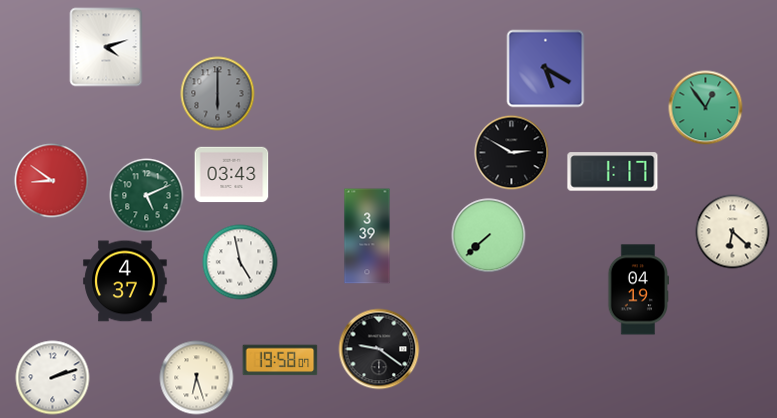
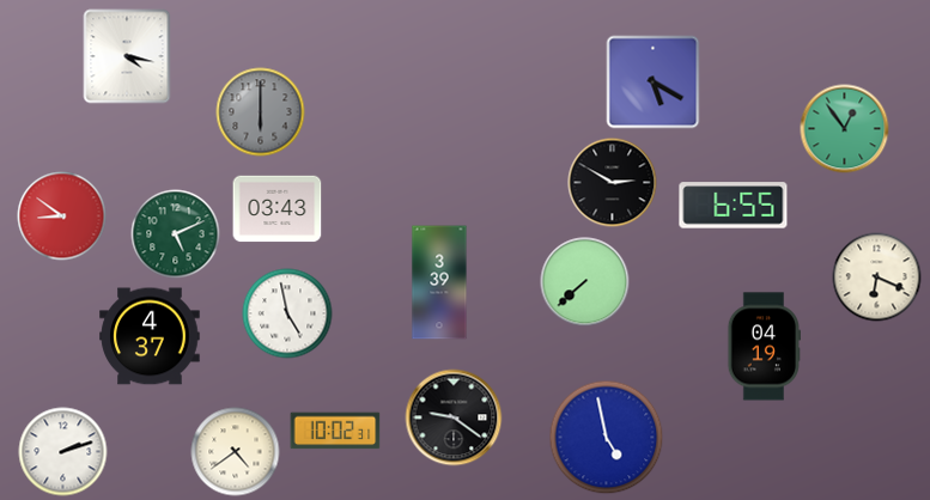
clock at (106, 47): 4:12 -> 4:17
clock at (613, 172): 1:17 -> 6:55
clock at (733, 232): 6:22 -> 6:19
clock at (280, 360): 19:58 -> 10:02
clock at (607, 438): none -> 4:58
clock at (197, 378): 6:27 -> 4:39
